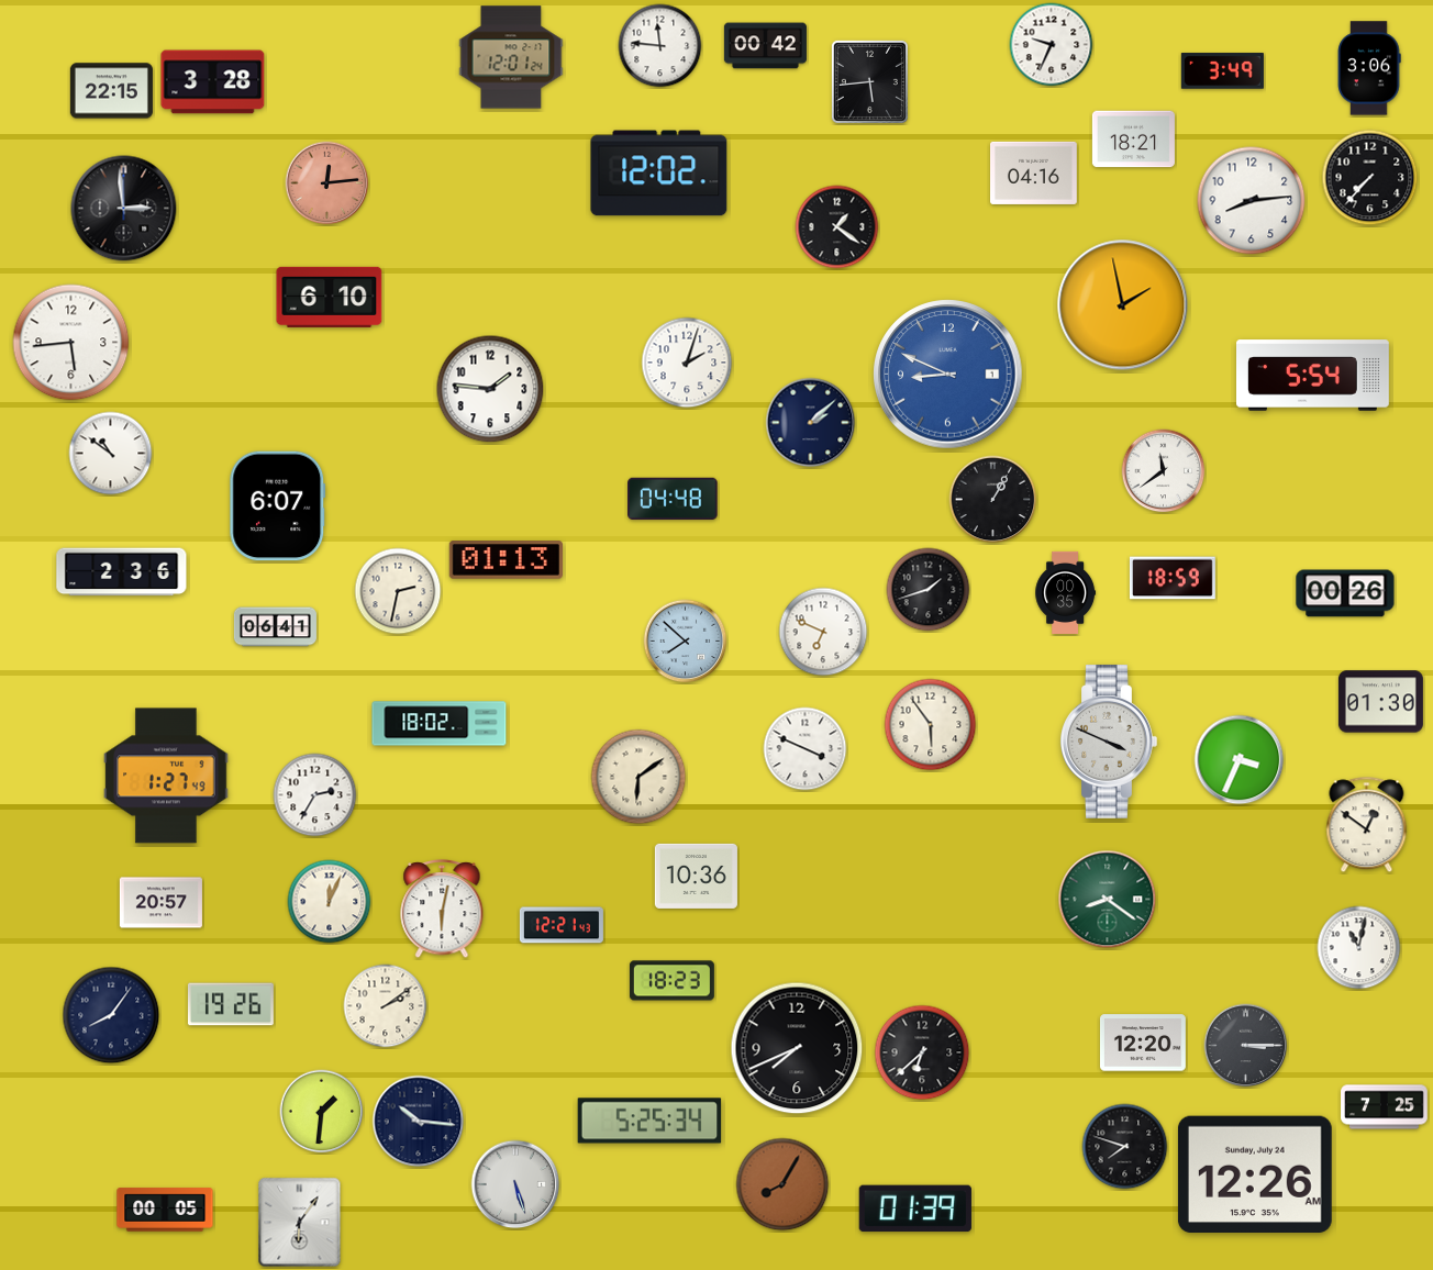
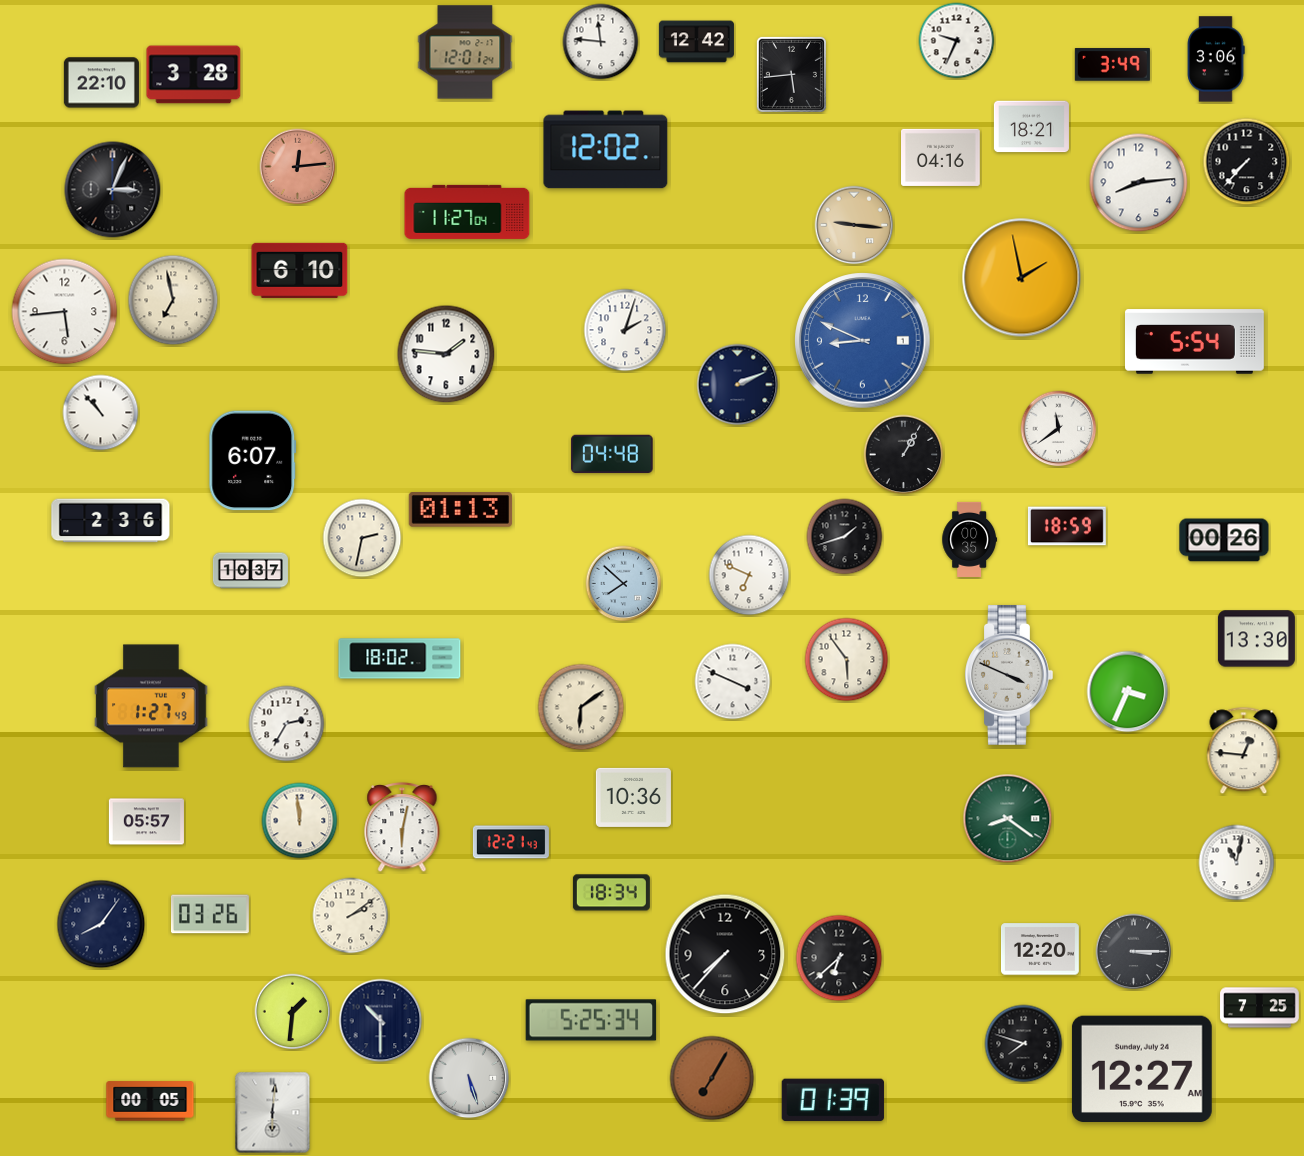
clock at (765, 46): 00:42 -> 12:42
clock at (1369, 68) position: (1369, 68) -> (1216, 59)
clock at (111, 91): 22:15 -> 22:10
clock at (659, 174) position: (659, 174) -> (606, 150)
clock at (124, 209): 2:59 -> 3:04
clock at (837, 227): 1:21 -> none
clock at (467, 212): none -> 11:27
clock at (854, 225): none -> 9:16
clock at (173, 300): none -> 6:58
clock at (811, 423): 2:08 -> 2:11
clock at (111, 454): 10:51 -> 10:53
clock at (275, 627): 06:41 -> 10:37
clock at (1380, 702): 01:30 -> 13:30
clock at (1367, 825): 12:51 -> 12:46
clock at (330, 902): 12:04 -> 11:59
clock at (160, 903): 20:57 -> 05:57
clock at (671, 981): 18:23 -> 18:34
clock at (231, 1004): 19:26 -> 03:26
clock at (797, 1048): 7:41 -> 7:37
clock at (419, 1122): 10:16 -> 10:30
clock at (1255, 1173): 12:26 -> 12:27
clock at (782, 1184): 8:05 -> 7:05
clock at (300, 1223): 6:06 -> 6:01
